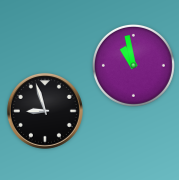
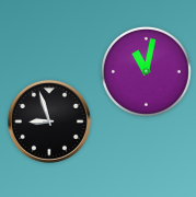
clock at (133, 65): 10:58 -> 11:02
